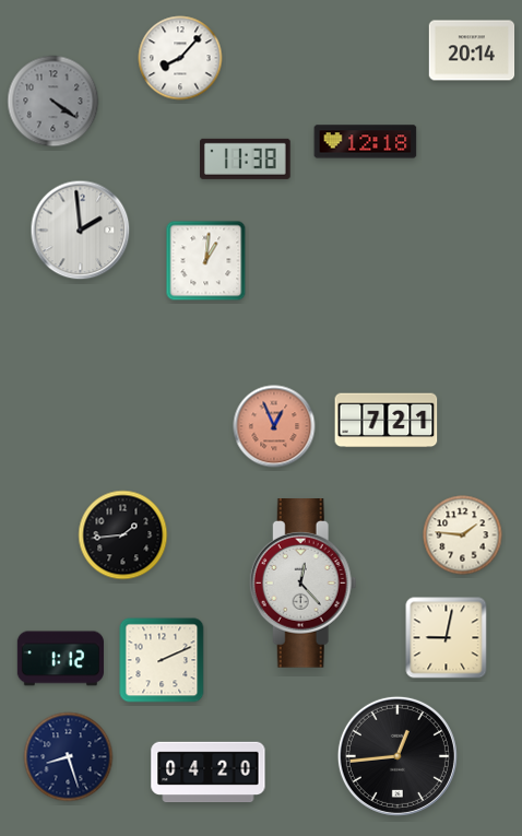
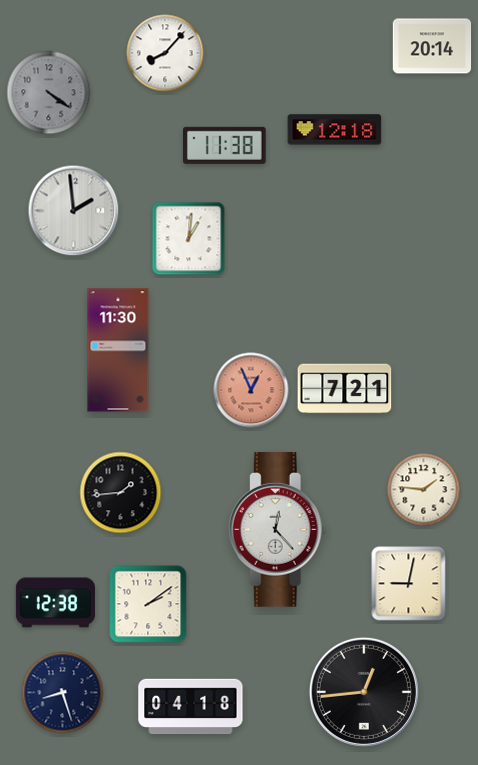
clock at (118, 350): none -> 11:30
clock at (387, 421) position: (387, 421) -> (345, 389)
clock at (123, 535) position: (123, 535) -> (121, 493)
clock at (302, 584) position: (302, 584) -> (277, 530)
clock at (60, 659): 1:12 -> 12:38
clock at (162, 660): 2:11 -> 2:09
clock at (209, 773): 04:20 -> 04:18
